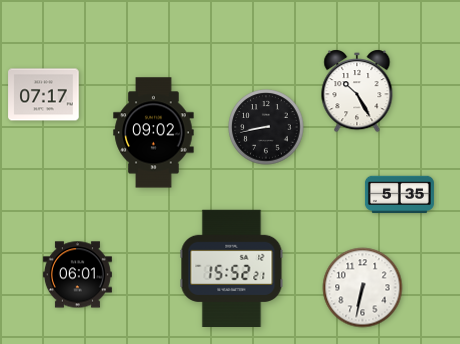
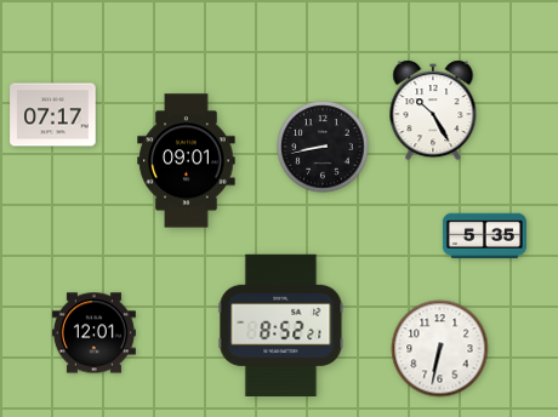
clock at (266, 127) position: (266, 127) -> (323, 147)
clock at (154, 133): 09:02 -> 09:01
clock at (232, 268): 15:52 -> 8:52
clock at (77, 275): 06:01 -> 12:01
